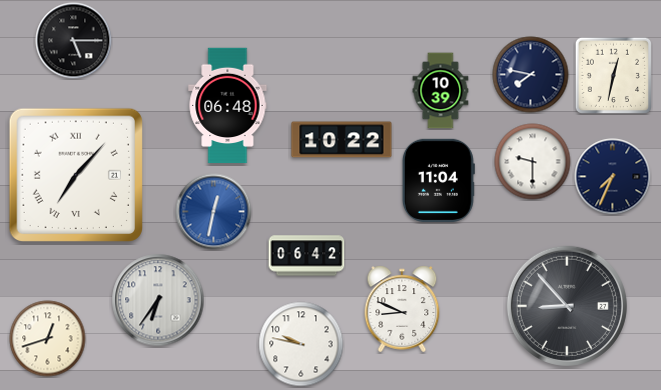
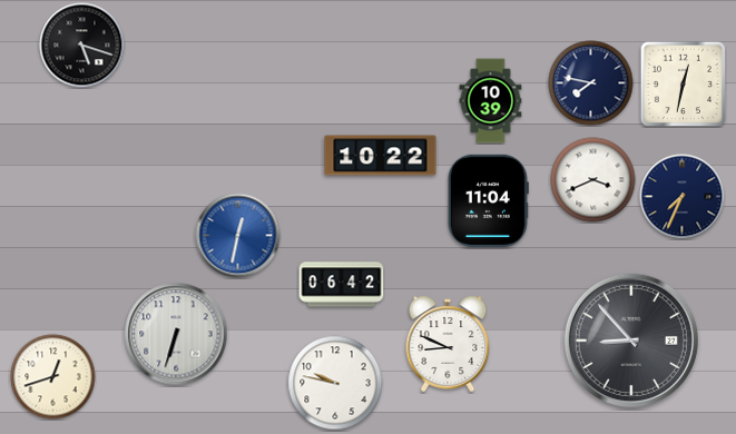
clock at (74, 41): 5:15 -> 5:18
clock at (228, 106): 06:48 -> none
clock at (533, 162): 9:30 -> 3:41
clock at (75, 174): 7:07 -> none
clock at (158, 300): 6:36 -> 6:33
